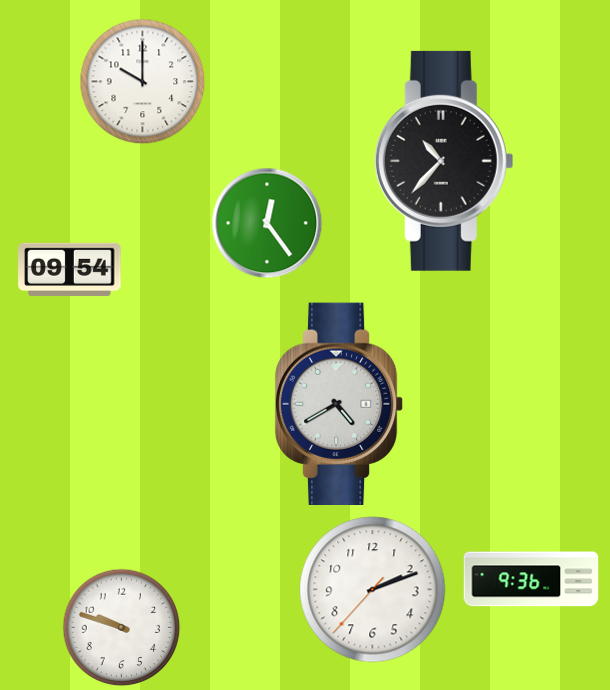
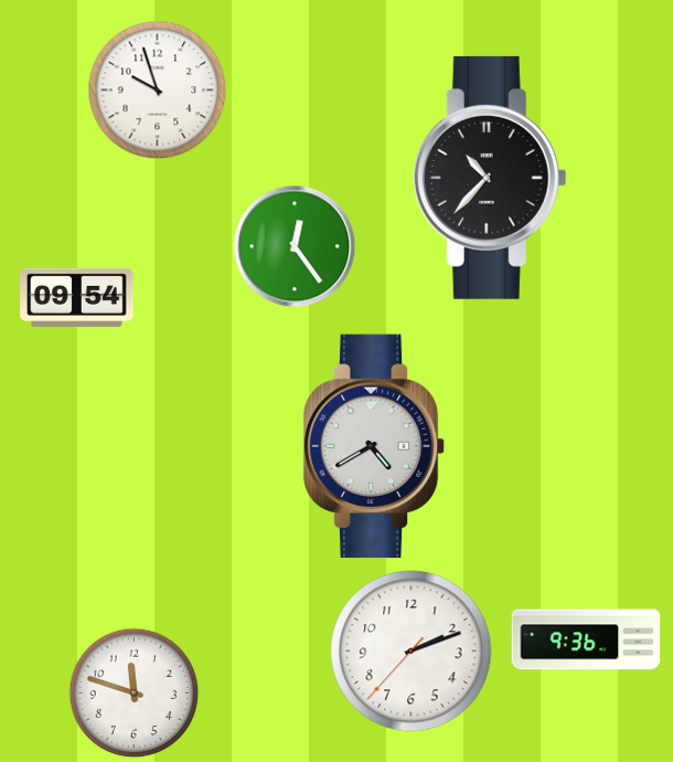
clock at (142, 81): 10:00 -> 9:57
clock at (121, 627): 9:48 -> 11:48
